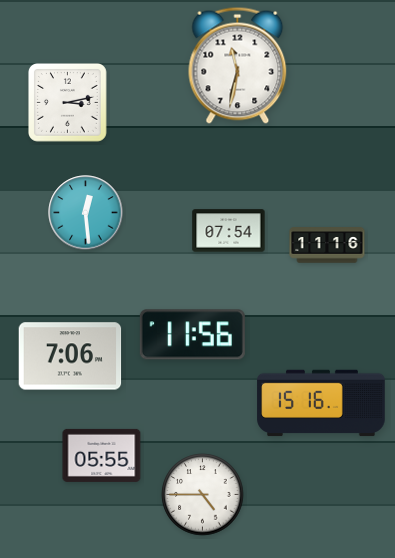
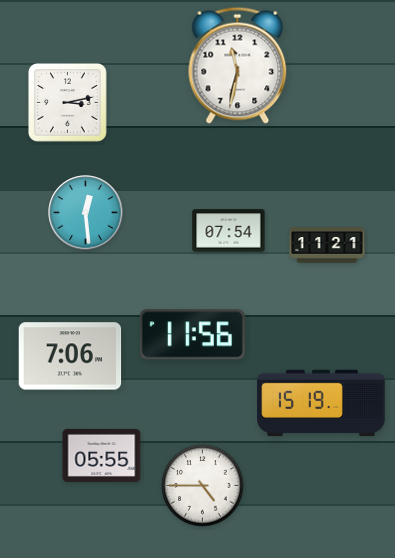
clock at (327, 245): 11:16 -> 11:21
clock at (321, 403): 15:16 -> 15:19
clock at (203, 495) position: (203, 495) -> (203, 486)
